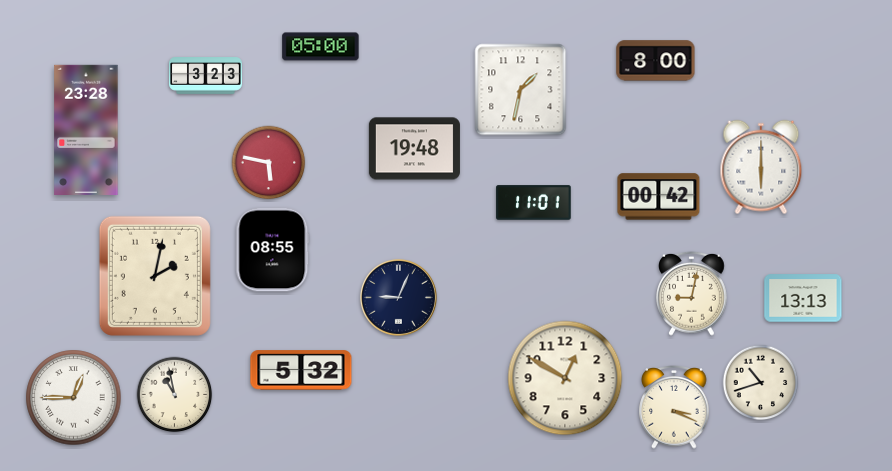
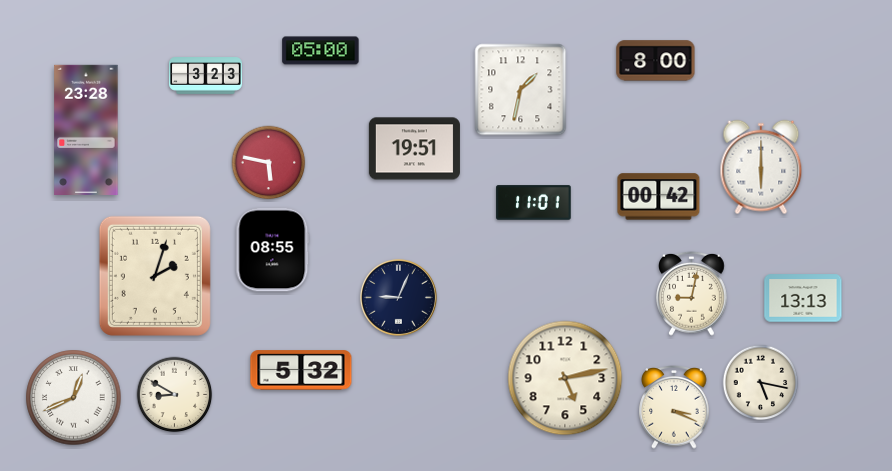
clock at (321, 47) position: (321, 47) -> (321, 51)
clock at (414, 149): 19:48 -> 19:51
clock at (155, 276): 2:02 -> 2:03
clock at (565, 378): 12:50 -> 5:13
clock at (761, 383): 10:42 -> 5:17
clock at (175, 395): 10:58 -> 8:50
clock at (74, 398): 12:45 -> 12:41
